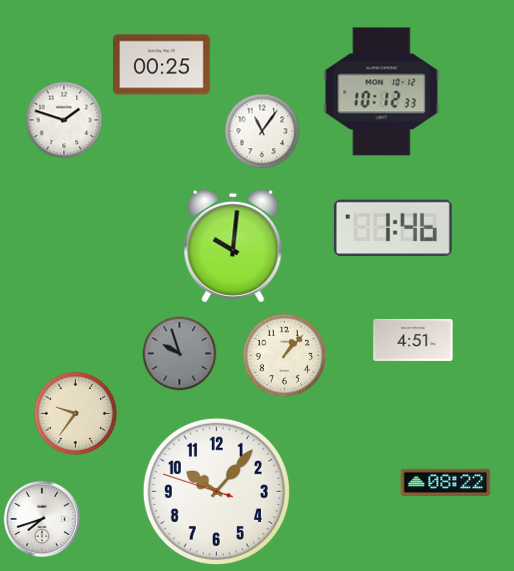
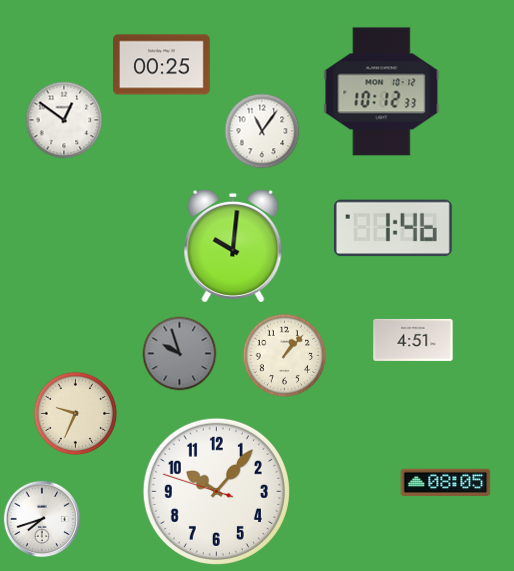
clock at (64, 120): 1:48 -> 12:51
clock at (76, 414): 9:36 -> 9:34
clock at (446, 483): 08:22 -> 08:05
